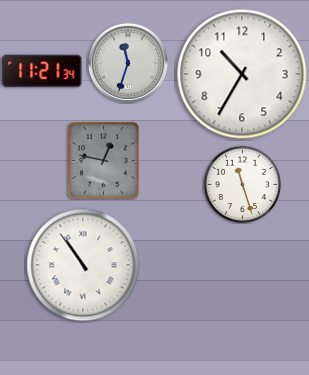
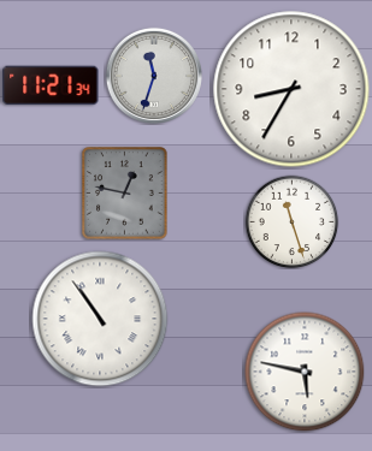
clock at (242, 74): 10:35 -> 8:35
clock at (305, 372): none -> 5:47
